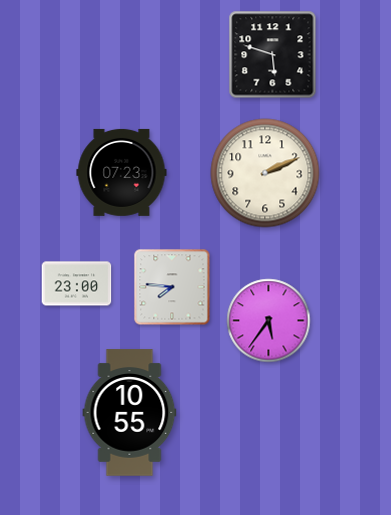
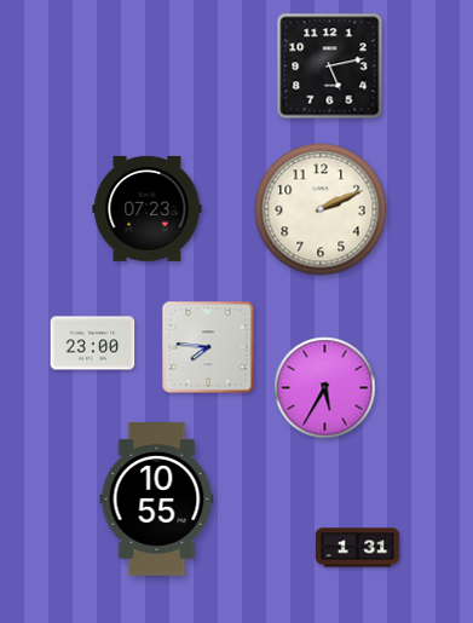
clock at (273, 55): 5:48 -> 5:13
clock at (269, 321): 5:36 -> 5:35
clock at (358, 548): none -> 1:31
